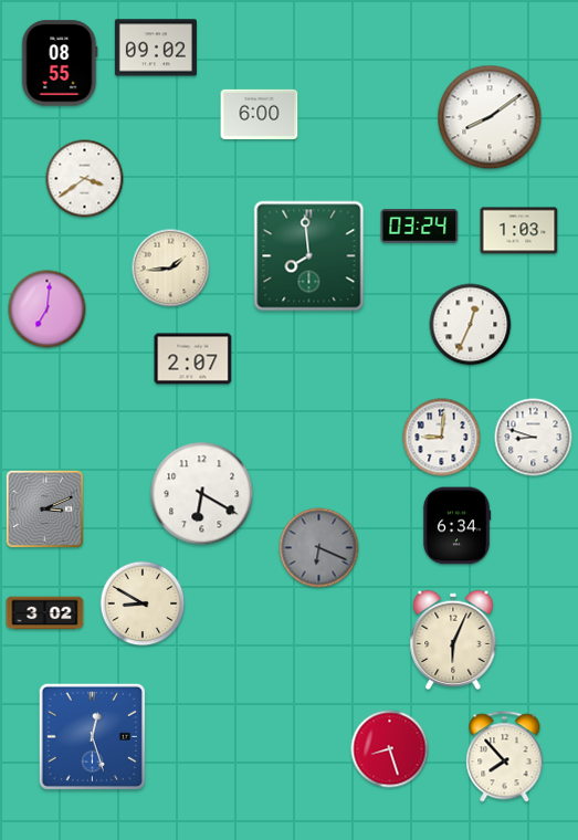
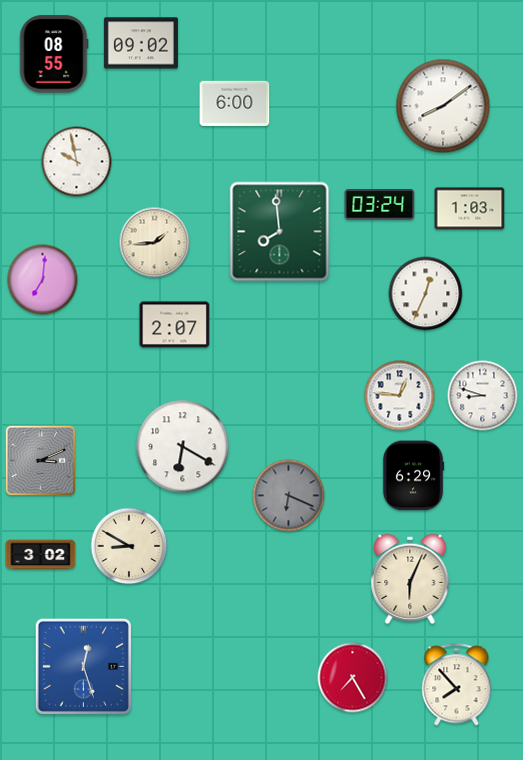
clock at (60, 63) position: (60, 63) -> (54, 54)
clock at (85, 179): 3:39 -> 9:58
clock at (442, 438): 9:01 -> 12:46
clock at (456, 526): 6:34 -> 6:29
clock at (390, 749): 8:27 -> 7:25
